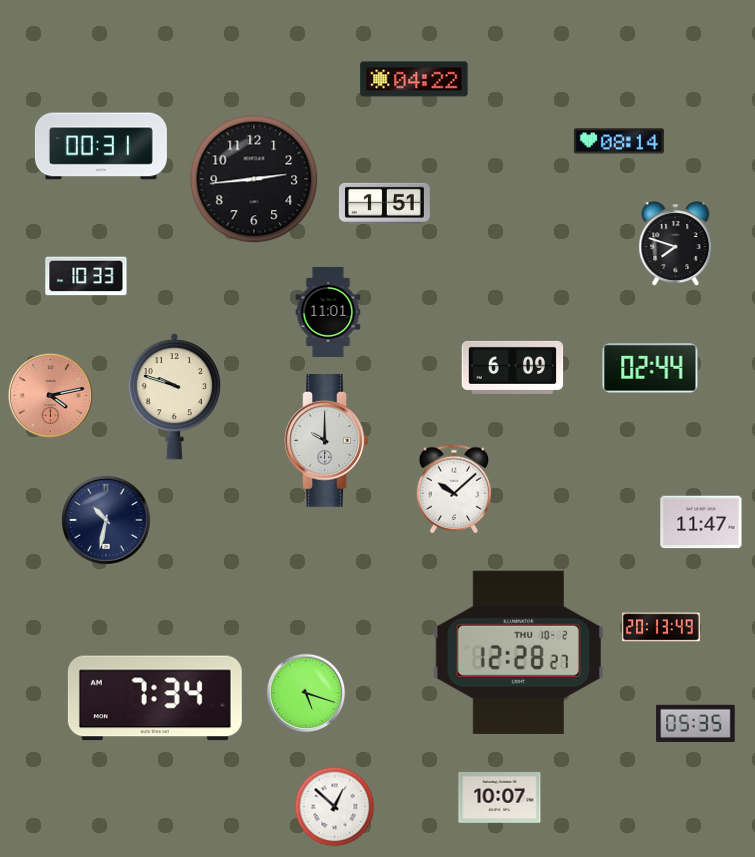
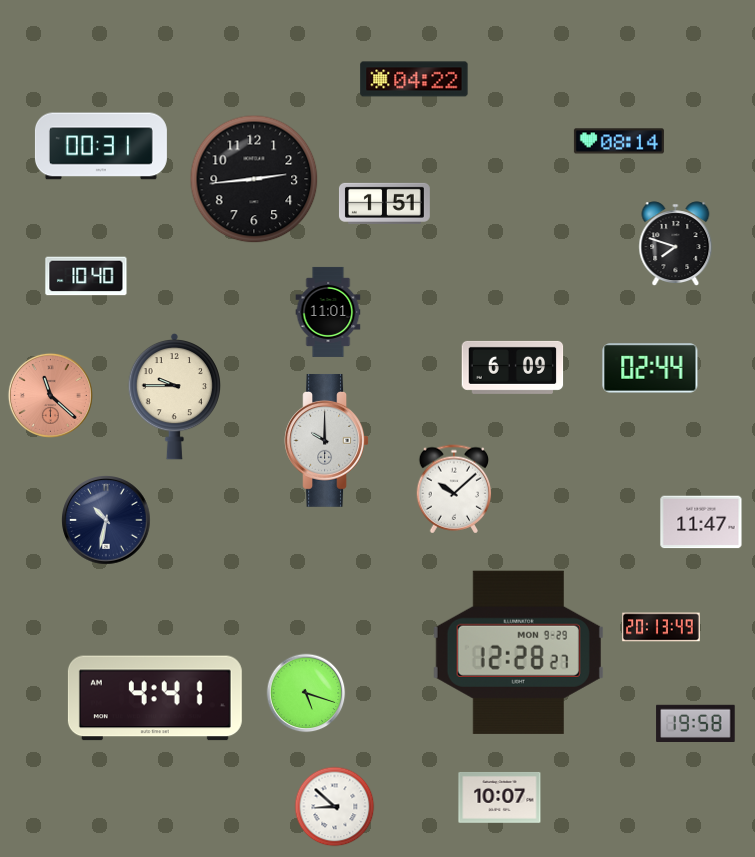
clock at (86, 276): 10:33 -> 10:40
clock at (50, 395): 4:13 -> 11:22
clock at (174, 396): 9:48 -> 9:45
clock at (518, 652) date: THU 10-2 -> MON 9-29
clock at (155, 698): 7:34 -> 4:41
clock at (696, 724): 05:35 -> 19:58
clock at (335, 807): 12:52 -> 8:52
